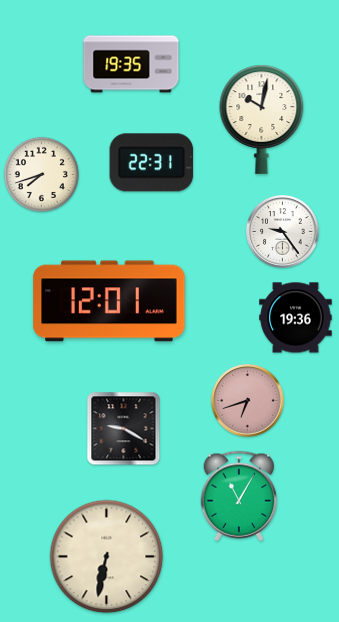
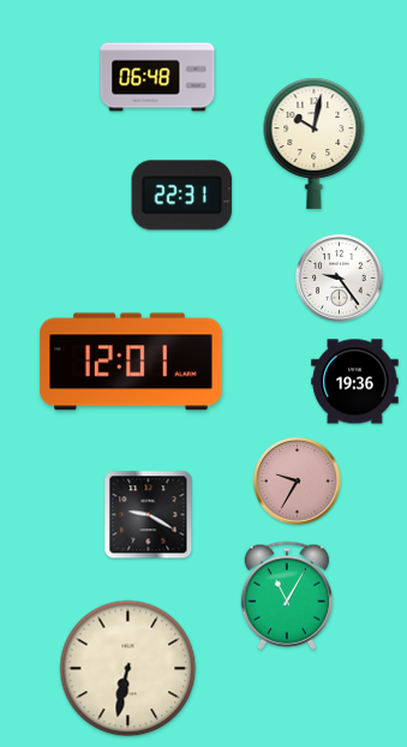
clock at (131, 64): 19:35 -> 06:48
clock at (41, 174): 7:42 -> none
clock at (248, 401): 6:42 -> 9:35
